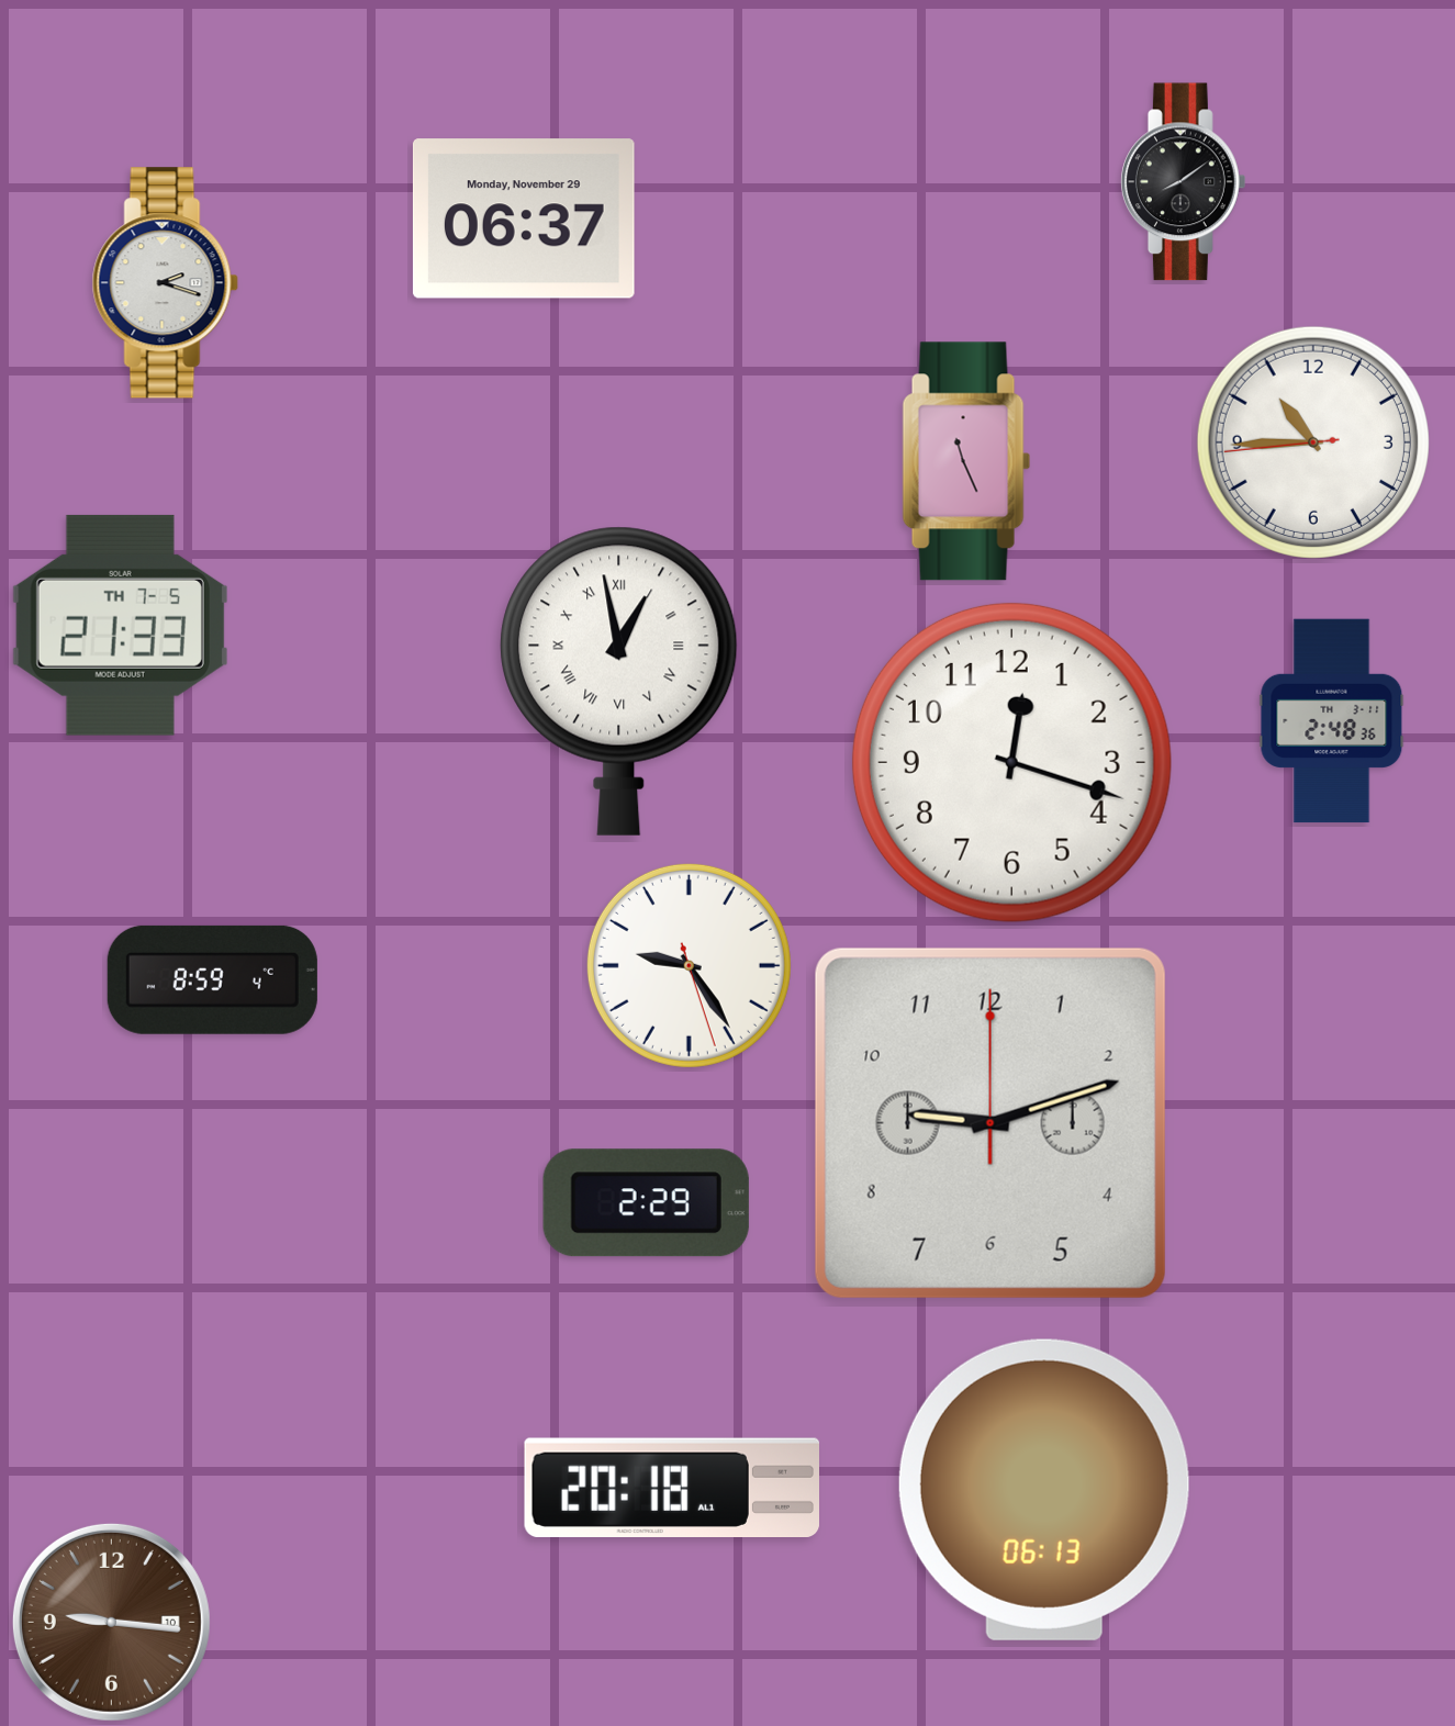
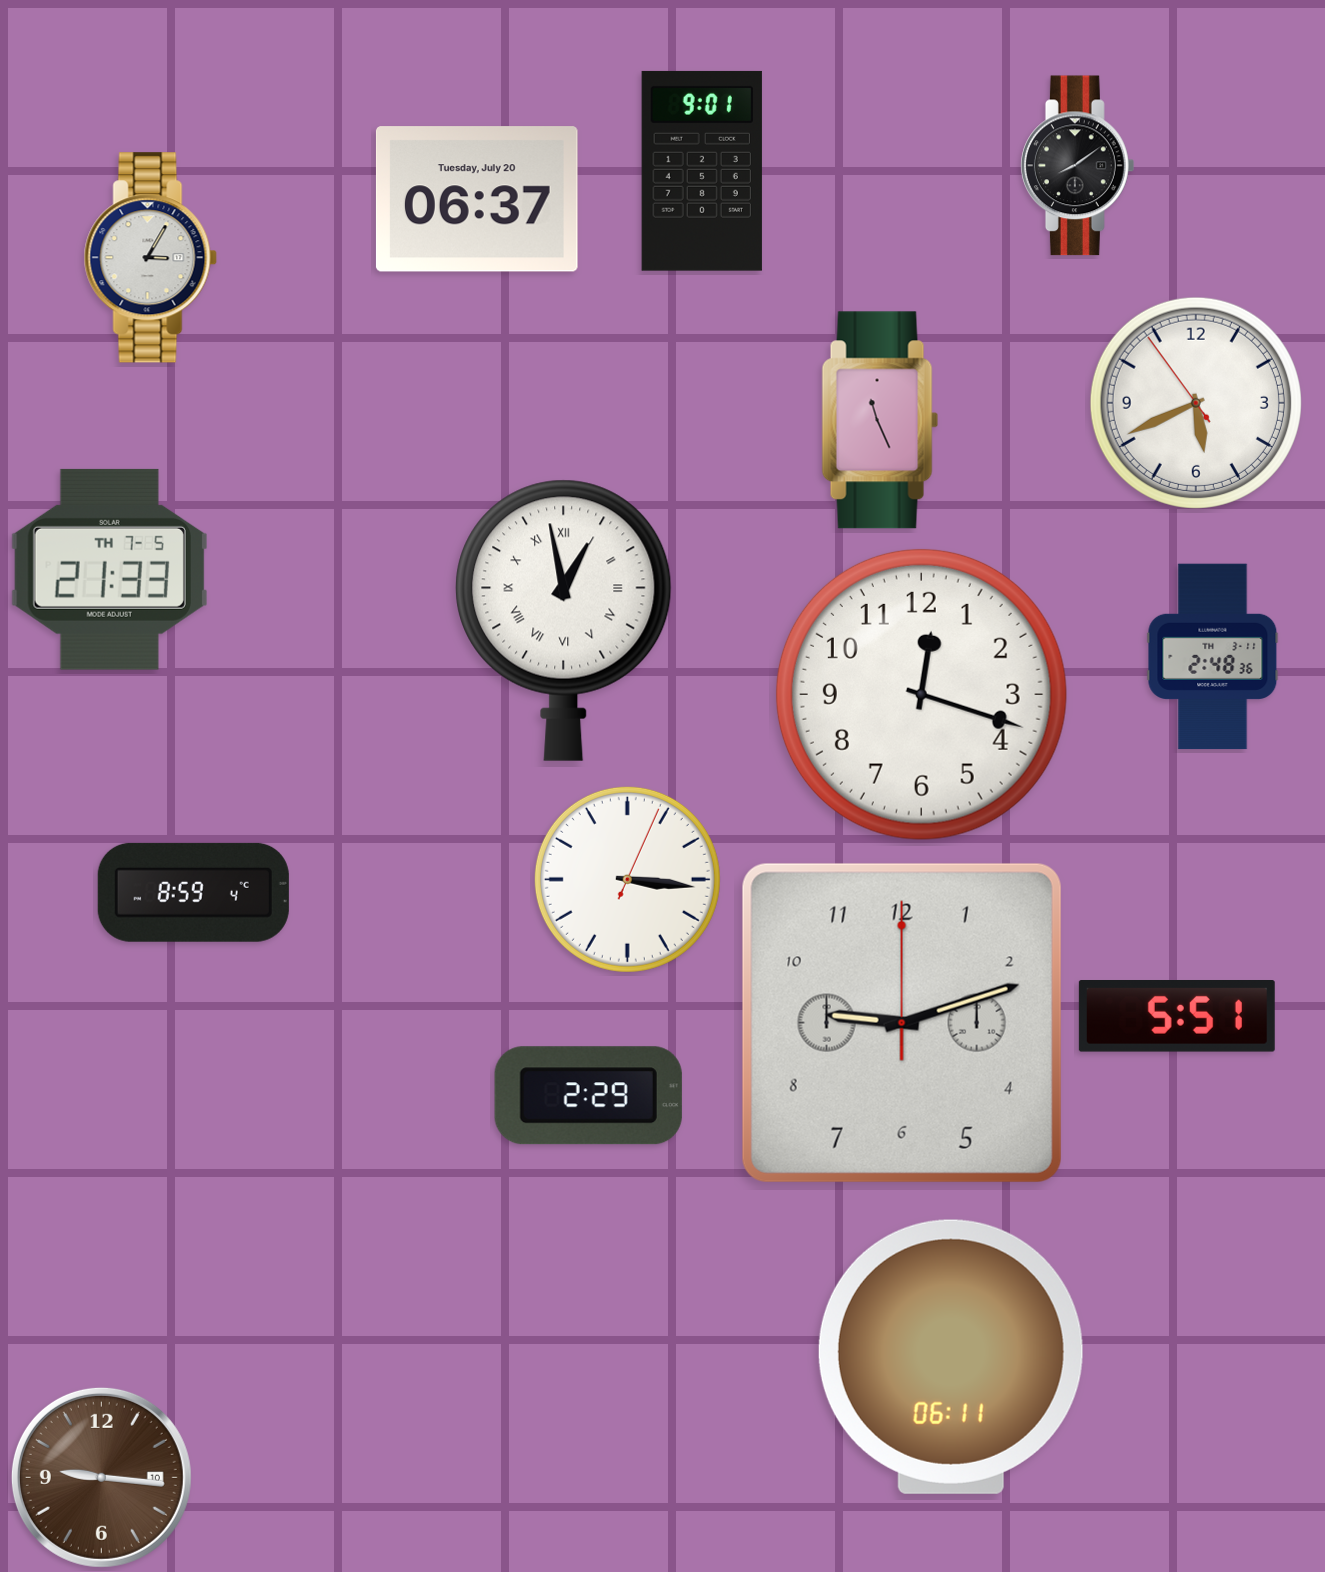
clock at (702, 171): none -> 9:01
clock at (524, 218) date: Monday, November 29 -> Tuesday, July 20
clock at (165, 283): 2:18 -> 3:05
clock at (1313, 442): 10:44 -> 5:40
clock at (689, 965): 9:24 -> 3:16
clock at (1177, 1017): none -> 5:51
clock at (671, 1487): 20:18 -> none
clock at (1044, 1490): 06:13 -> 06:11
